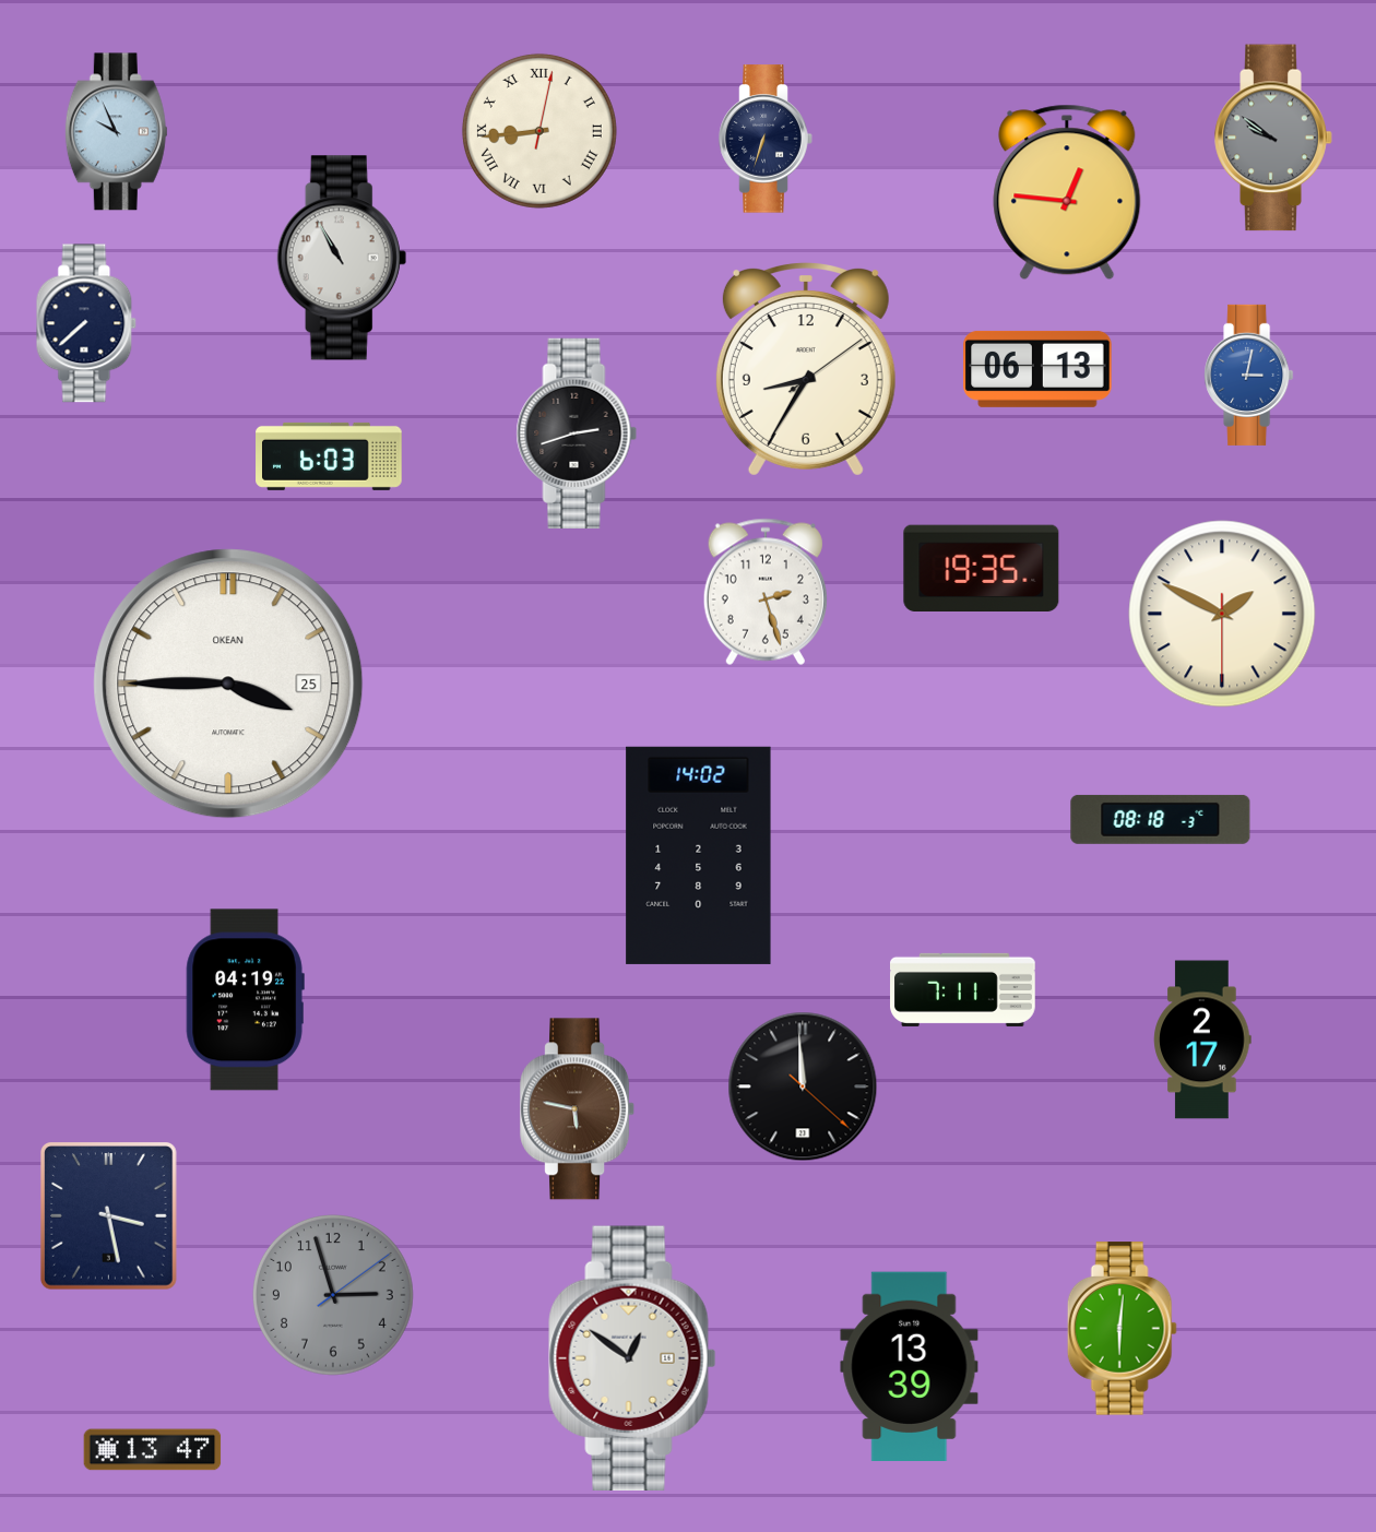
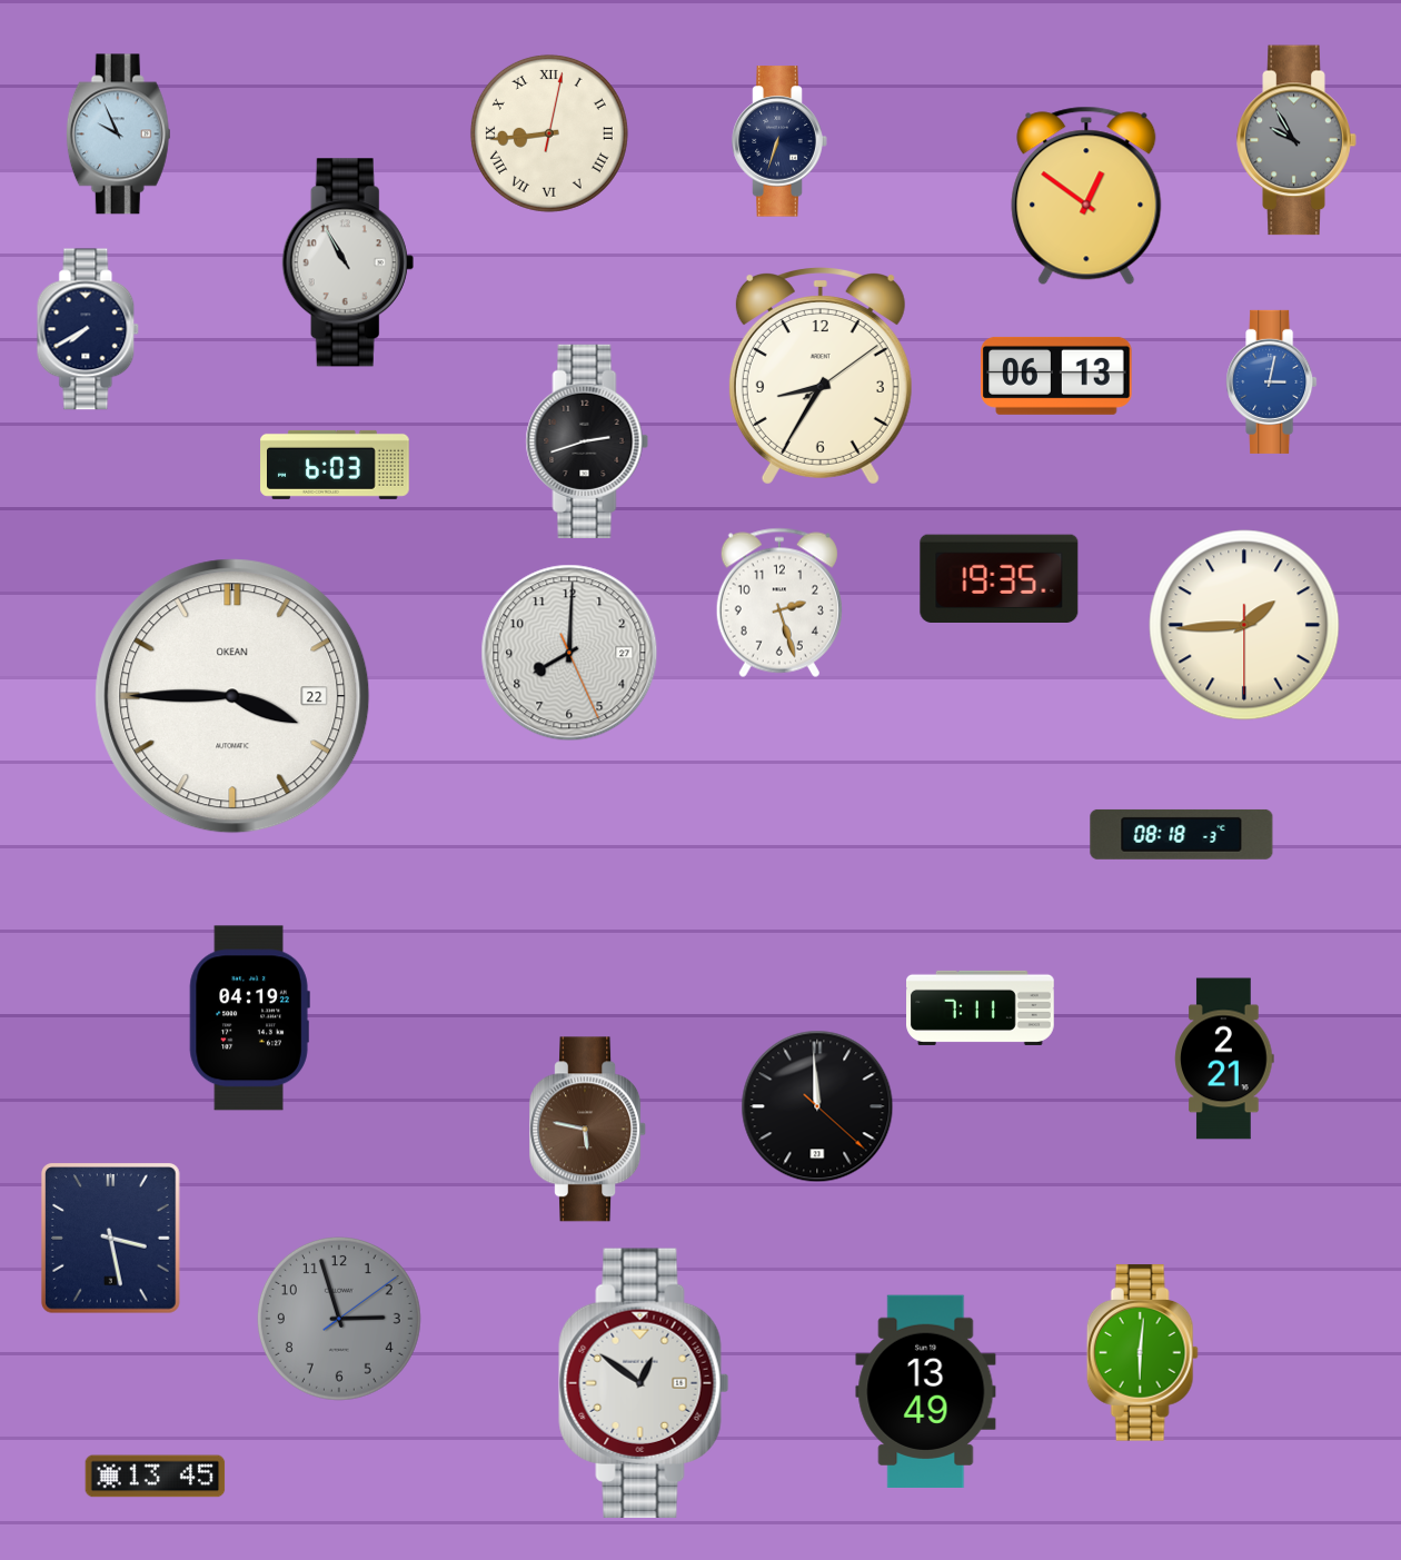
clock at (1273, 138): 9:51 -> 9:55
clock at (1067, 192): 12:46 -> 12:51
clock at (86, 323): 7:38 -> 7:40
clock at (1222, 614): 1:49 -> 1:44
clock at (569, 653): none -> 8:00
clock at (228, 684) date: 25 -> 22
clock at (699, 855): 14:02 -> none
clock at (1202, 1040): 2:17 -> 2:21
clock at (910, 1366): 13:39 -> 13:49
clock at (153, 1450): 13:47 -> 13:45
